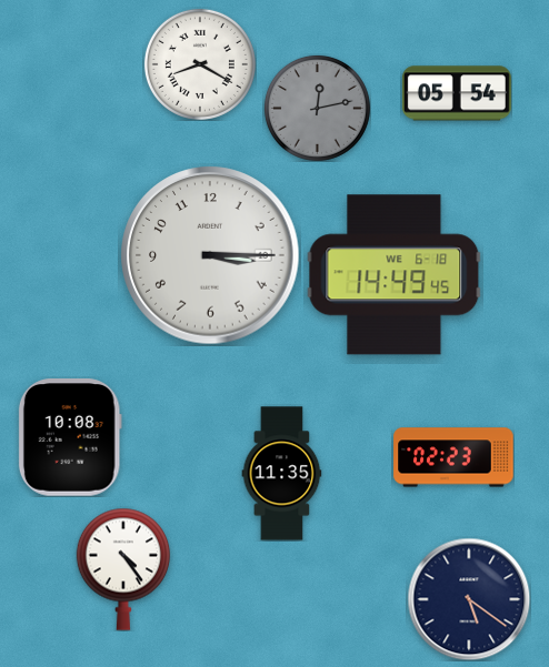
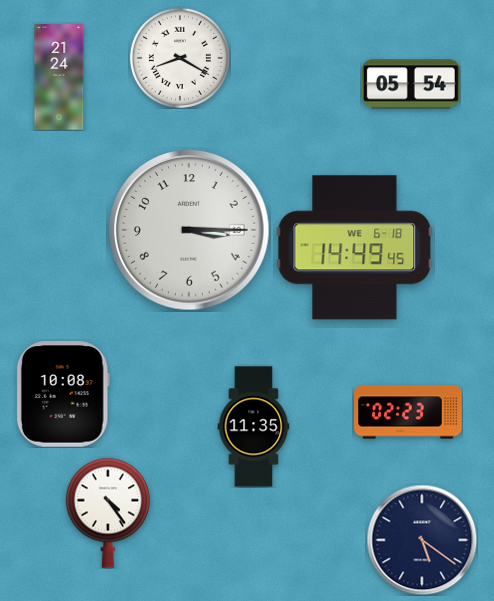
clock at (59, 77): none -> 21:24
clock at (317, 108): 12:13 -> none
clock at (123, 569) position: (123, 569) -> (108, 513)
